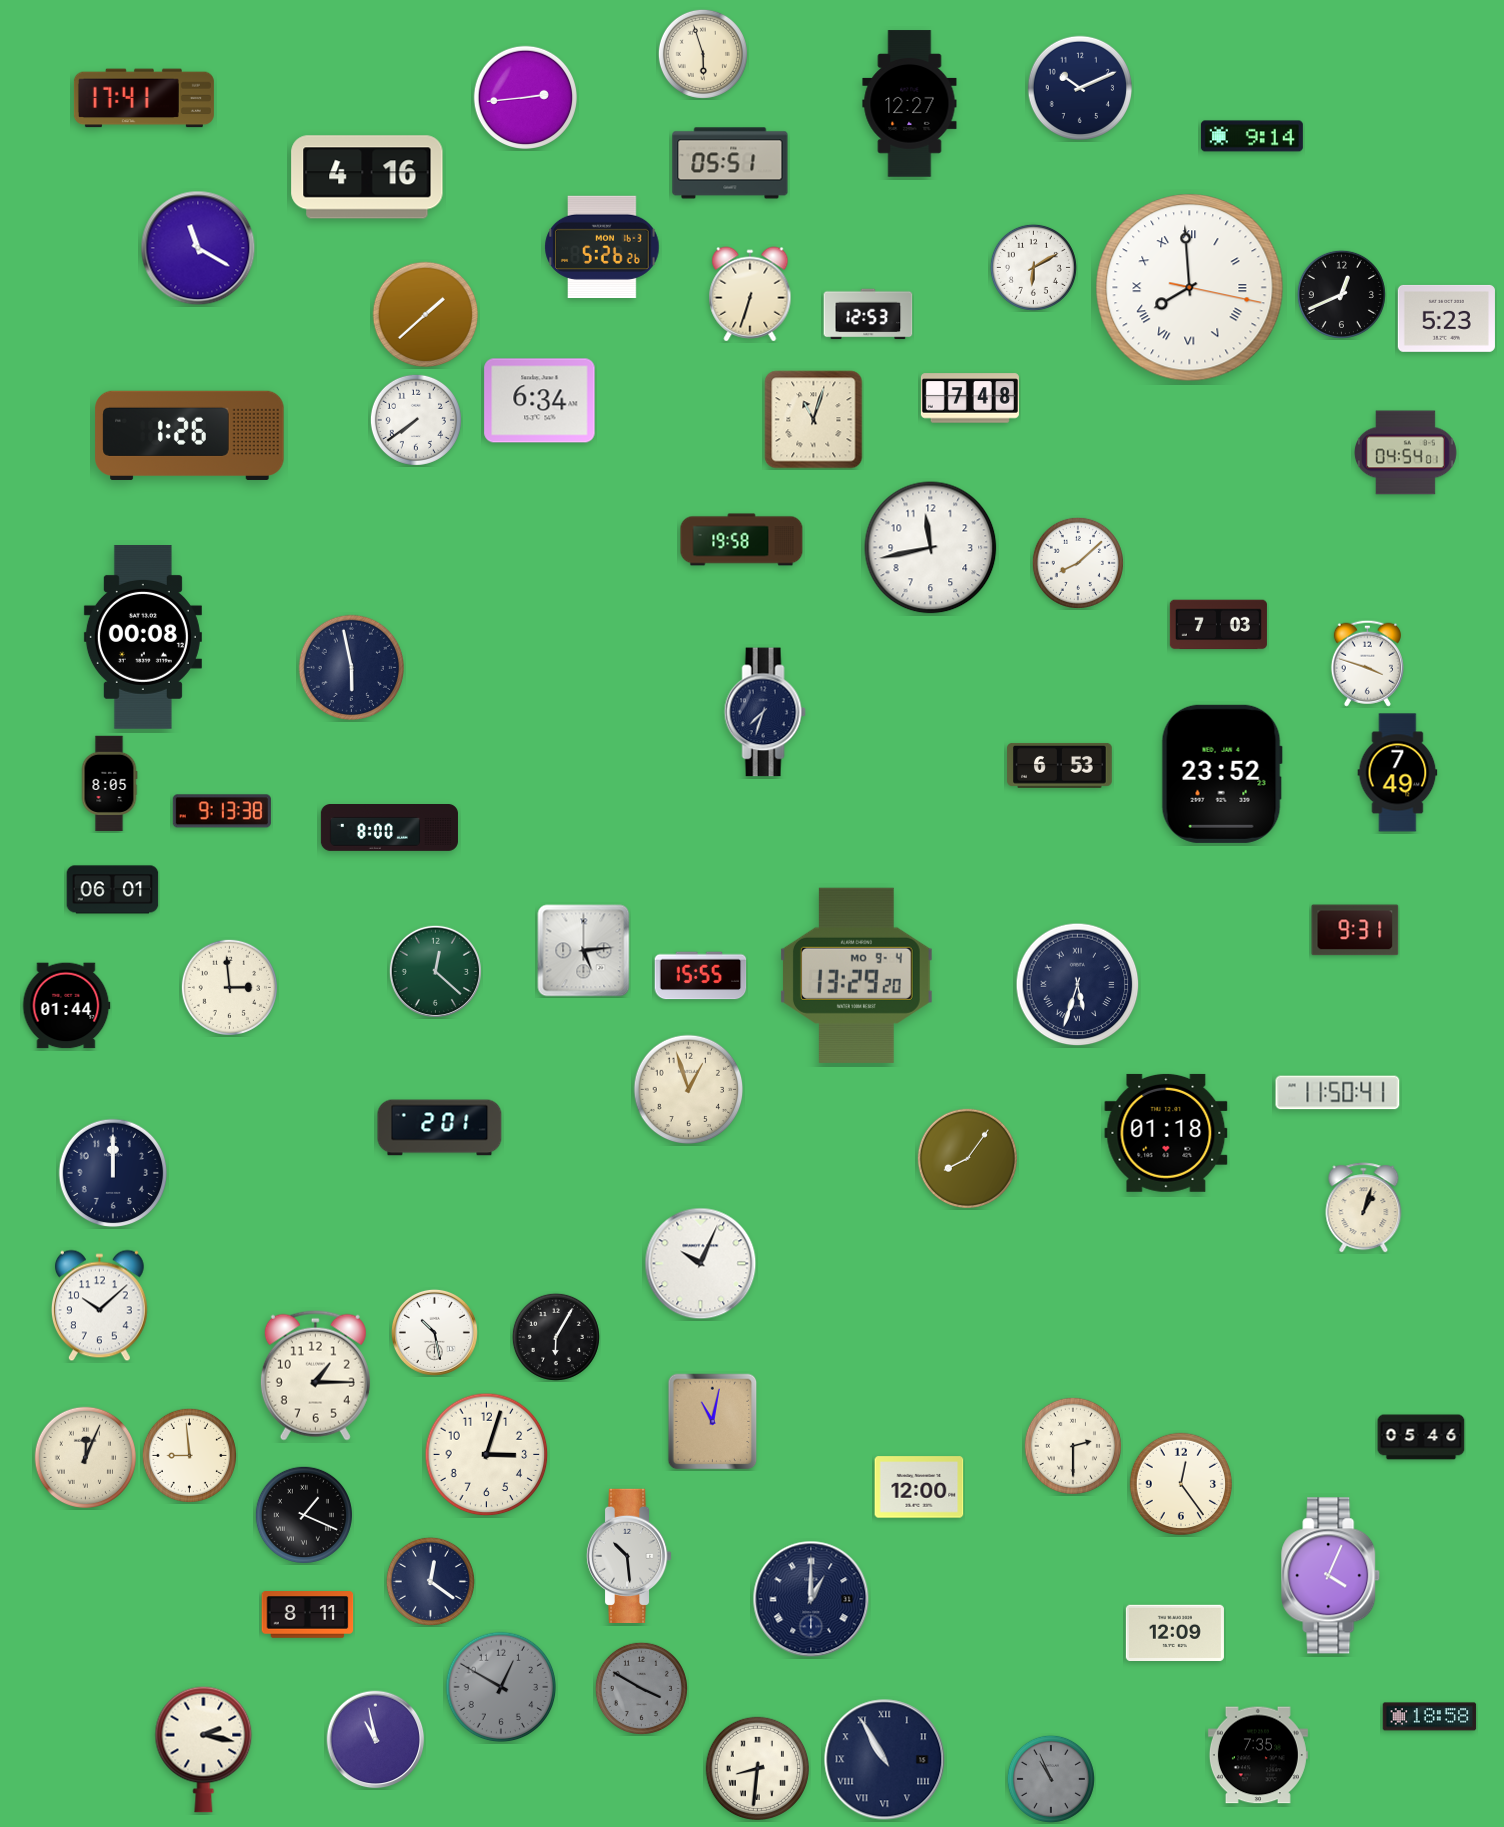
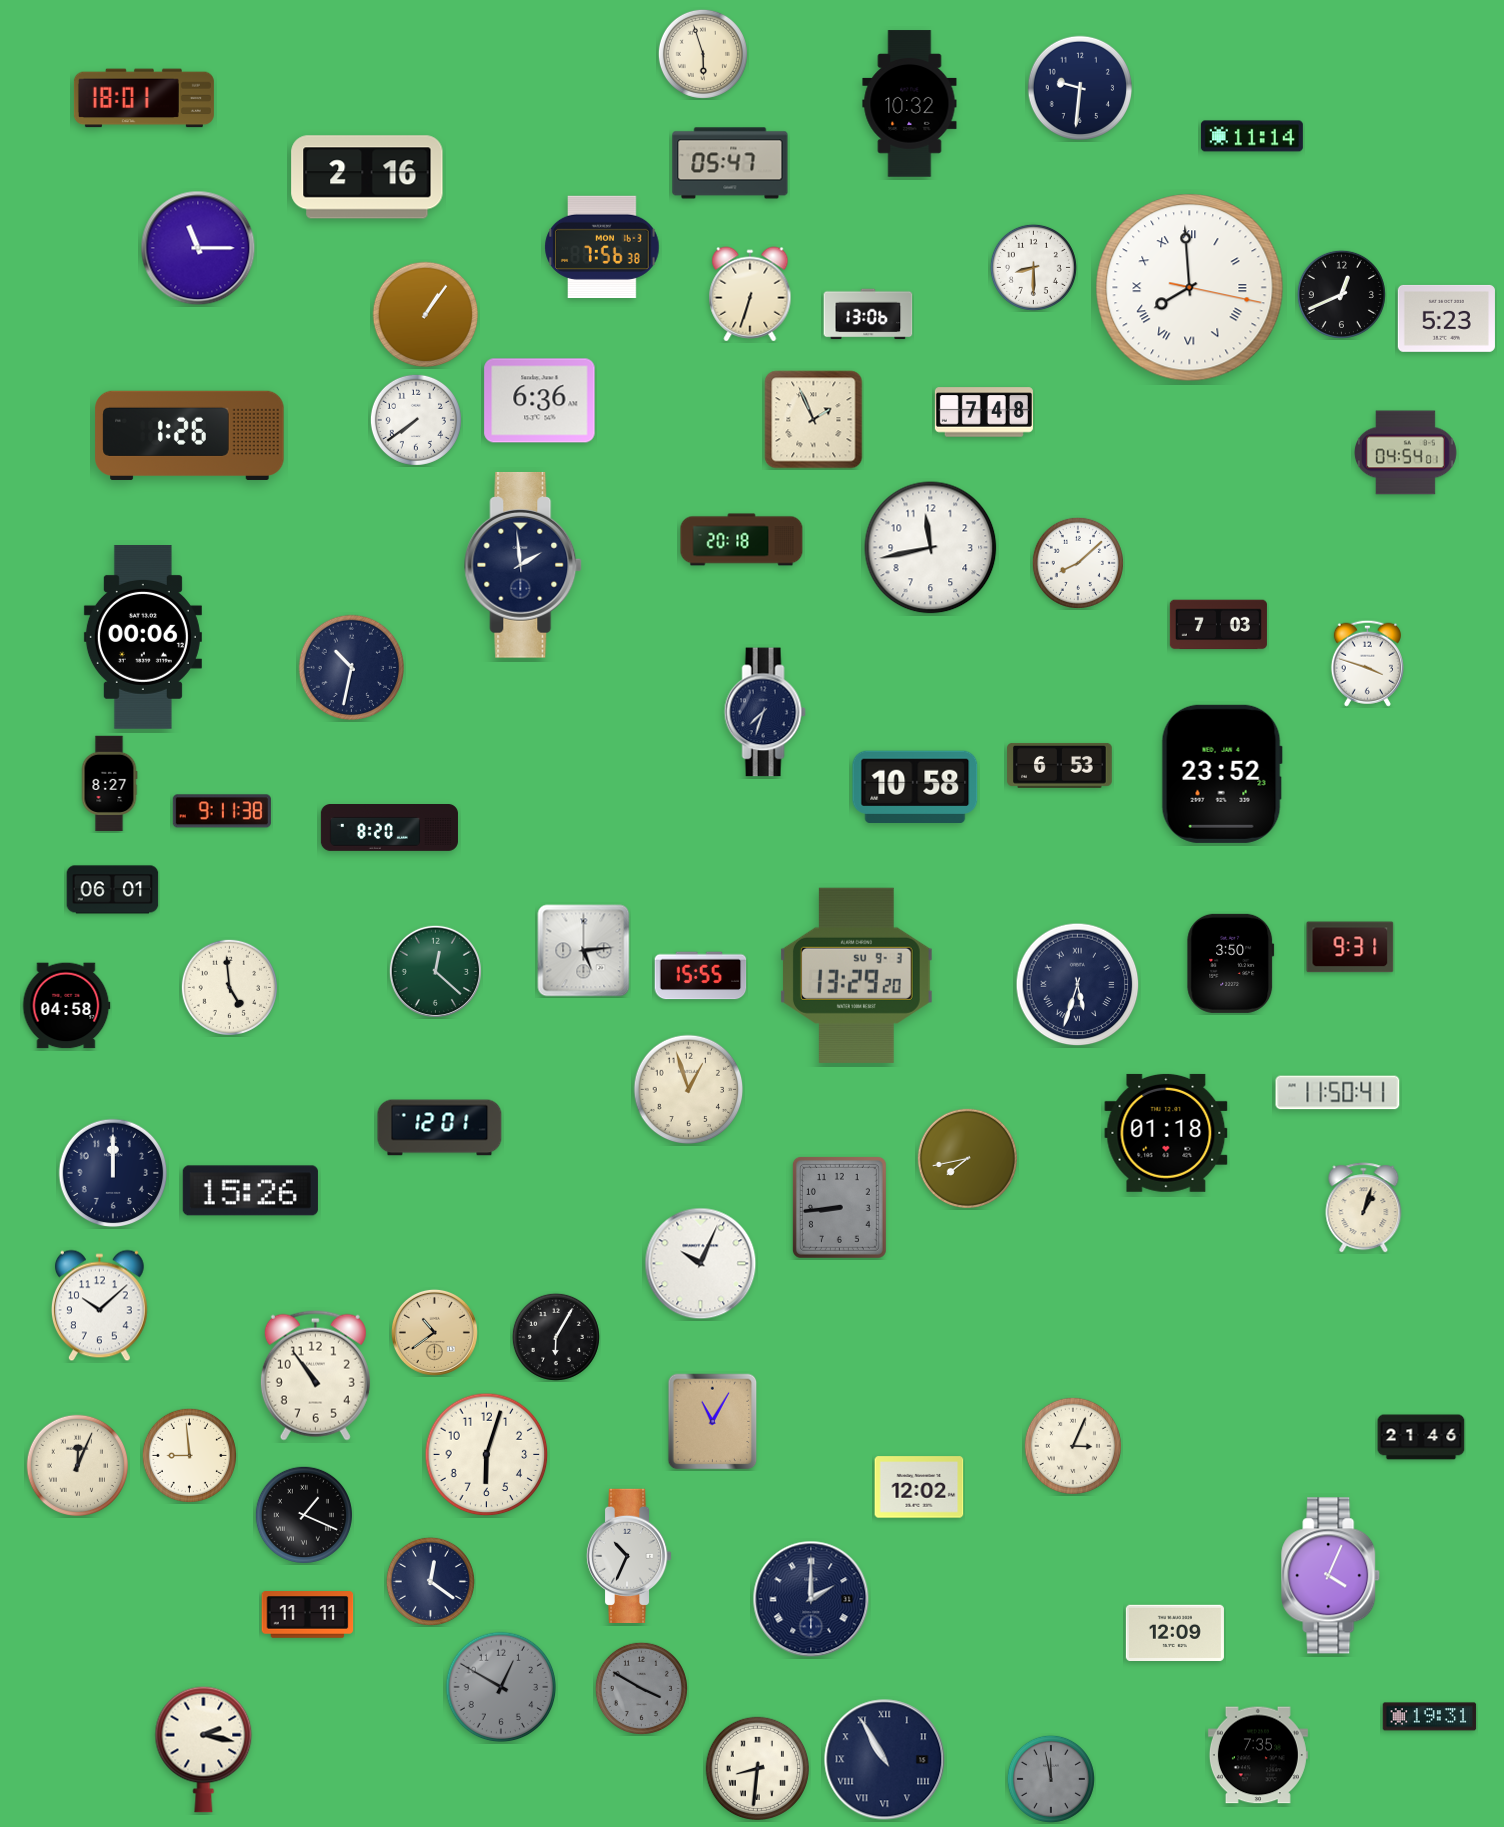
clock at (1079, 87): 10:11 -> 9:31
clock at (525, 97): 2:44 -> none
clock at (144, 98): 17:41 -> 18:01
clock at (910, 104): 12:27 -> 10:32
clock at (1252, 136): 9:14 -> 11:14
clock at (730, 163): 05:51 -> 05:47
clock at (367, 177): 4:16 -> 2:16
clock at (602, 246): 5:26 -> 7:56
clock at (198, 248): 11:20 -> 11:15
clock at (1033, 267): 6:10 -> 8:30
clock at (868, 314): 12:53 -> 13:06
clock at (426, 315): 1:38 -> 1:06
clock at (970, 398) position: (970, 398) -> (984, 412)
clock at (540, 401): 6:34 -> 6:36
clock at (814, 420): 11:03 -> 1:56
clock at (742, 540): 19:58 -> 20:18
clock at (524, 565): none -> 1:59
clock at (143, 638): 00:08 -> 00:06
clock at (352, 668): 5:58 -> 10:32
clock at (1398, 773): 7:49 -> none
clock at (109, 784): 8:05 -> 8:27
clock at (915, 786): none -> 10:58
clock at (222, 811): 9:13 -> 9:11
clock at (389, 828): 8:00 -> 8:20
clock at (1355, 930) position: (1355, 930) -> (1350, 947)
clock at (1231, 963): none -> 3:50
clock at (856, 975) date: MO 9-4 -> SU 9-3
clock at (229, 987): 2:59 -> 4:59
clock at (66, 1006): 01:44 -> 04:58
clock at (440, 1128): 2:01 -> 12:01
clock at (967, 1158): 8:06 -> 7:43
clock at (250, 1191): none -> 15:26
clock at (839, 1207): none -> 8:44
clock at (434, 1332): 10:28 -> 10:39
clock at (434, 1332) dial: white -> champagne
clock at (315, 1375): 1:15 -> 10:54
clock at (713, 1422): 11:02 -> 11:05
clock at (1421, 1437): 05:46 -> 21:46
clock at (1073, 1446): 2:30 -> 3:04
clock at (487, 1455): 3:03 -> 6:03
clock at (85, 1457) position: (85, 1457) -> (77, 1465)
clock at (1180, 1483): 12:24 -> none
clock at (919, 1487): 12:00 -> 12:02
clock at (629, 1555): 10:29 -> 10:34
clock at (811, 1599): 1:00 -> 2:00
clock at (308, 1615): 8:11 -> 11:11
clock at (1430, 1717): 18:58 -> 19:31
clock at (376, 1740): 10:58 -> none
clock at (1051, 1779): 10:56 -> 11:58
